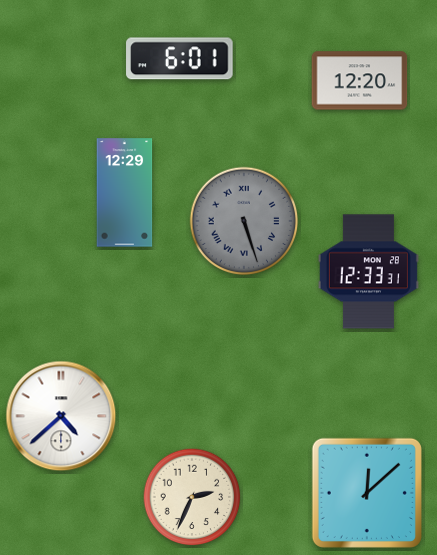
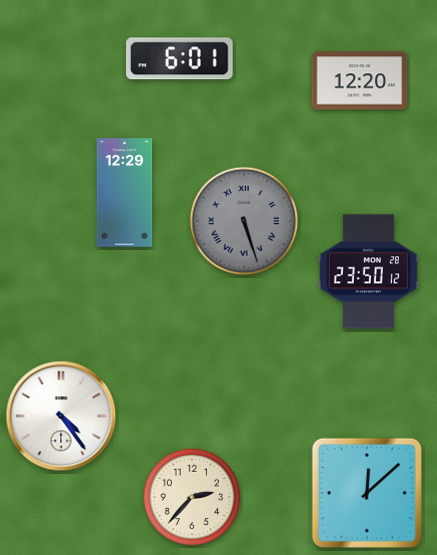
clock at (368, 272): 12:33 -> 23:50
clock at (61, 416): 4:38 -> 4:24
clock at (192, 497): 2:34 -> 2:37
